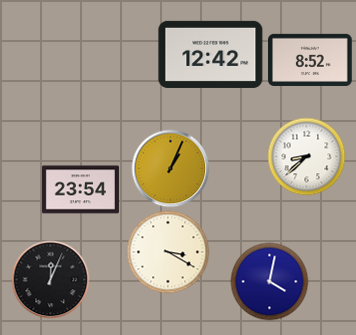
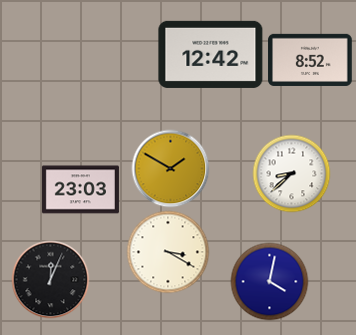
clock at (306, 156) position: (306, 156) -> (291, 173)
clock at (170, 168): 1:04 -> 1:50
clock at (80, 190): 23:54 -> 23:03
